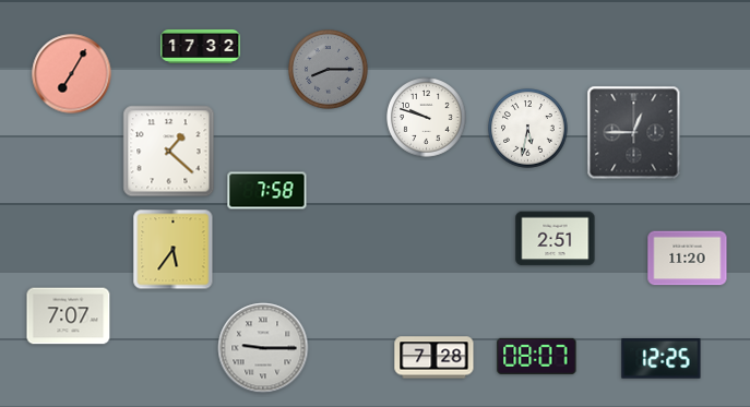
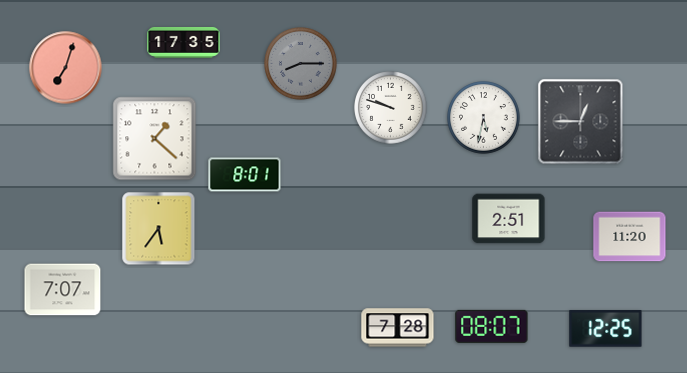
clock at (201, 46): 17:32 -> 17:35
clock at (72, 74): 7:05 -> 7:03
clock at (267, 191): 7:58 -> 8:01
clock at (263, 348): 9:15 -> none
